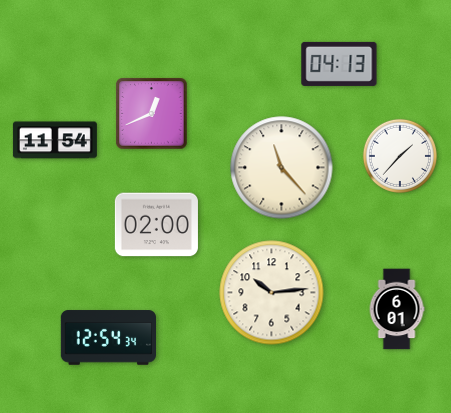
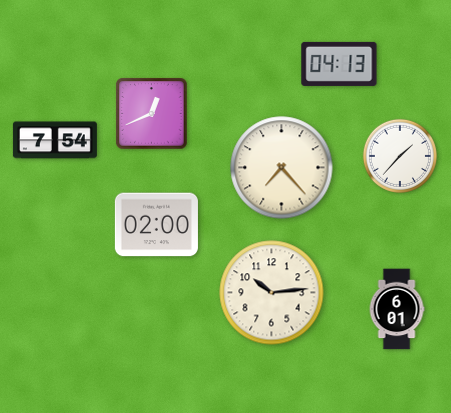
clock at (55, 140): 11:54 -> 7:54
clock at (282, 168): 11:23 -> 7:23
clock at (108, 338): 12:54 -> none
